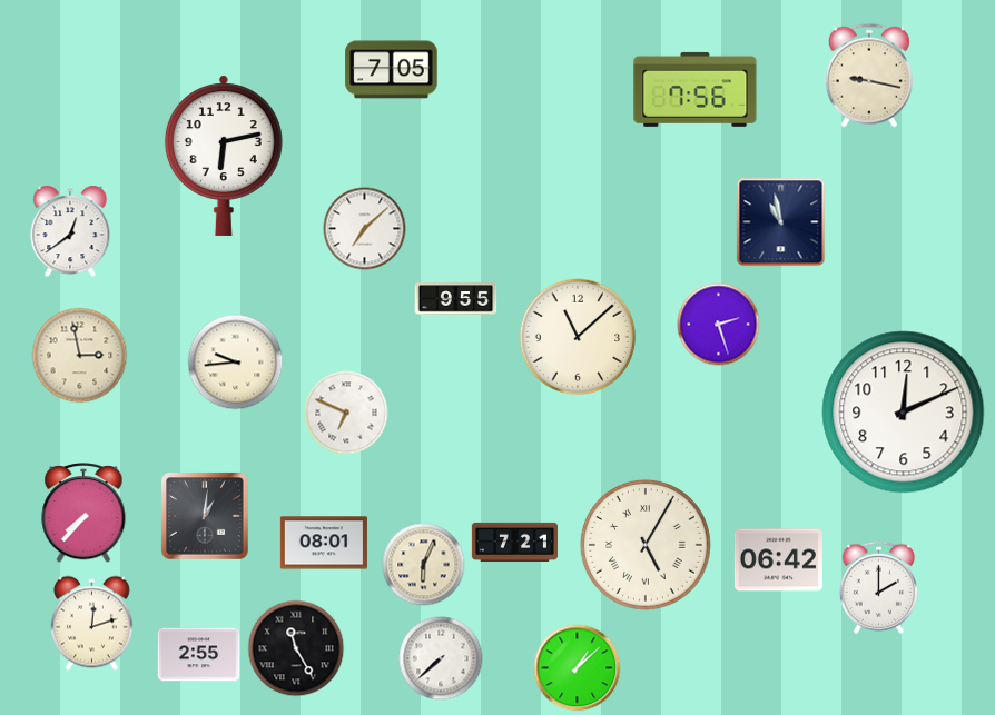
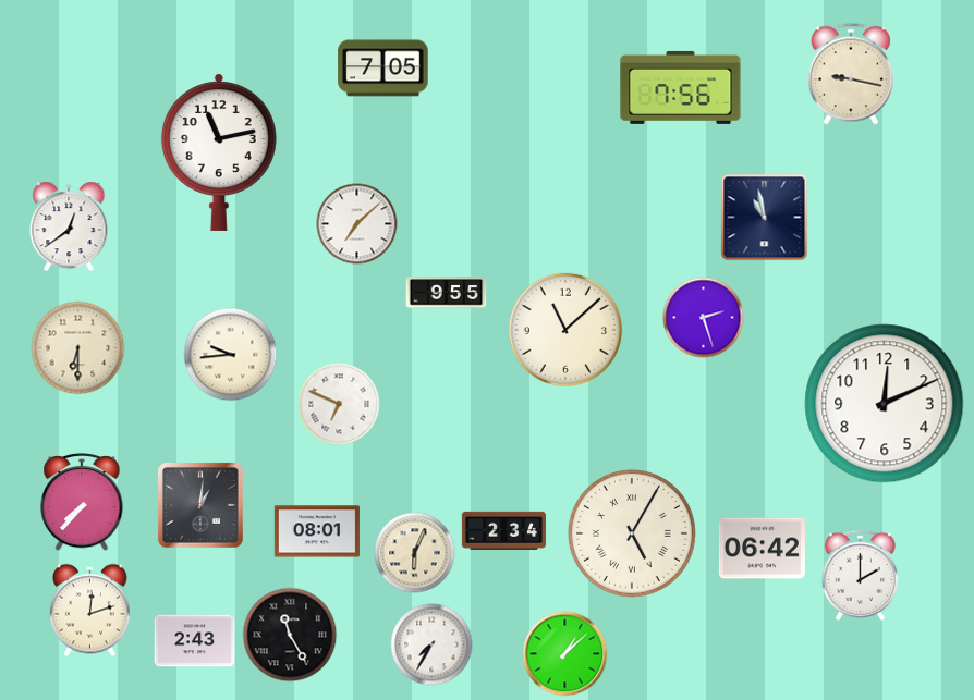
clock at (224, 156): 6:13 -> 11:13
clock at (80, 356): 2:58 -> 6:30
clock at (514, 542): 7:21 -> 2:34
clock at (199, 655): 2:55 -> 2:43
clock at (441, 658): 7:38 -> 7:35
